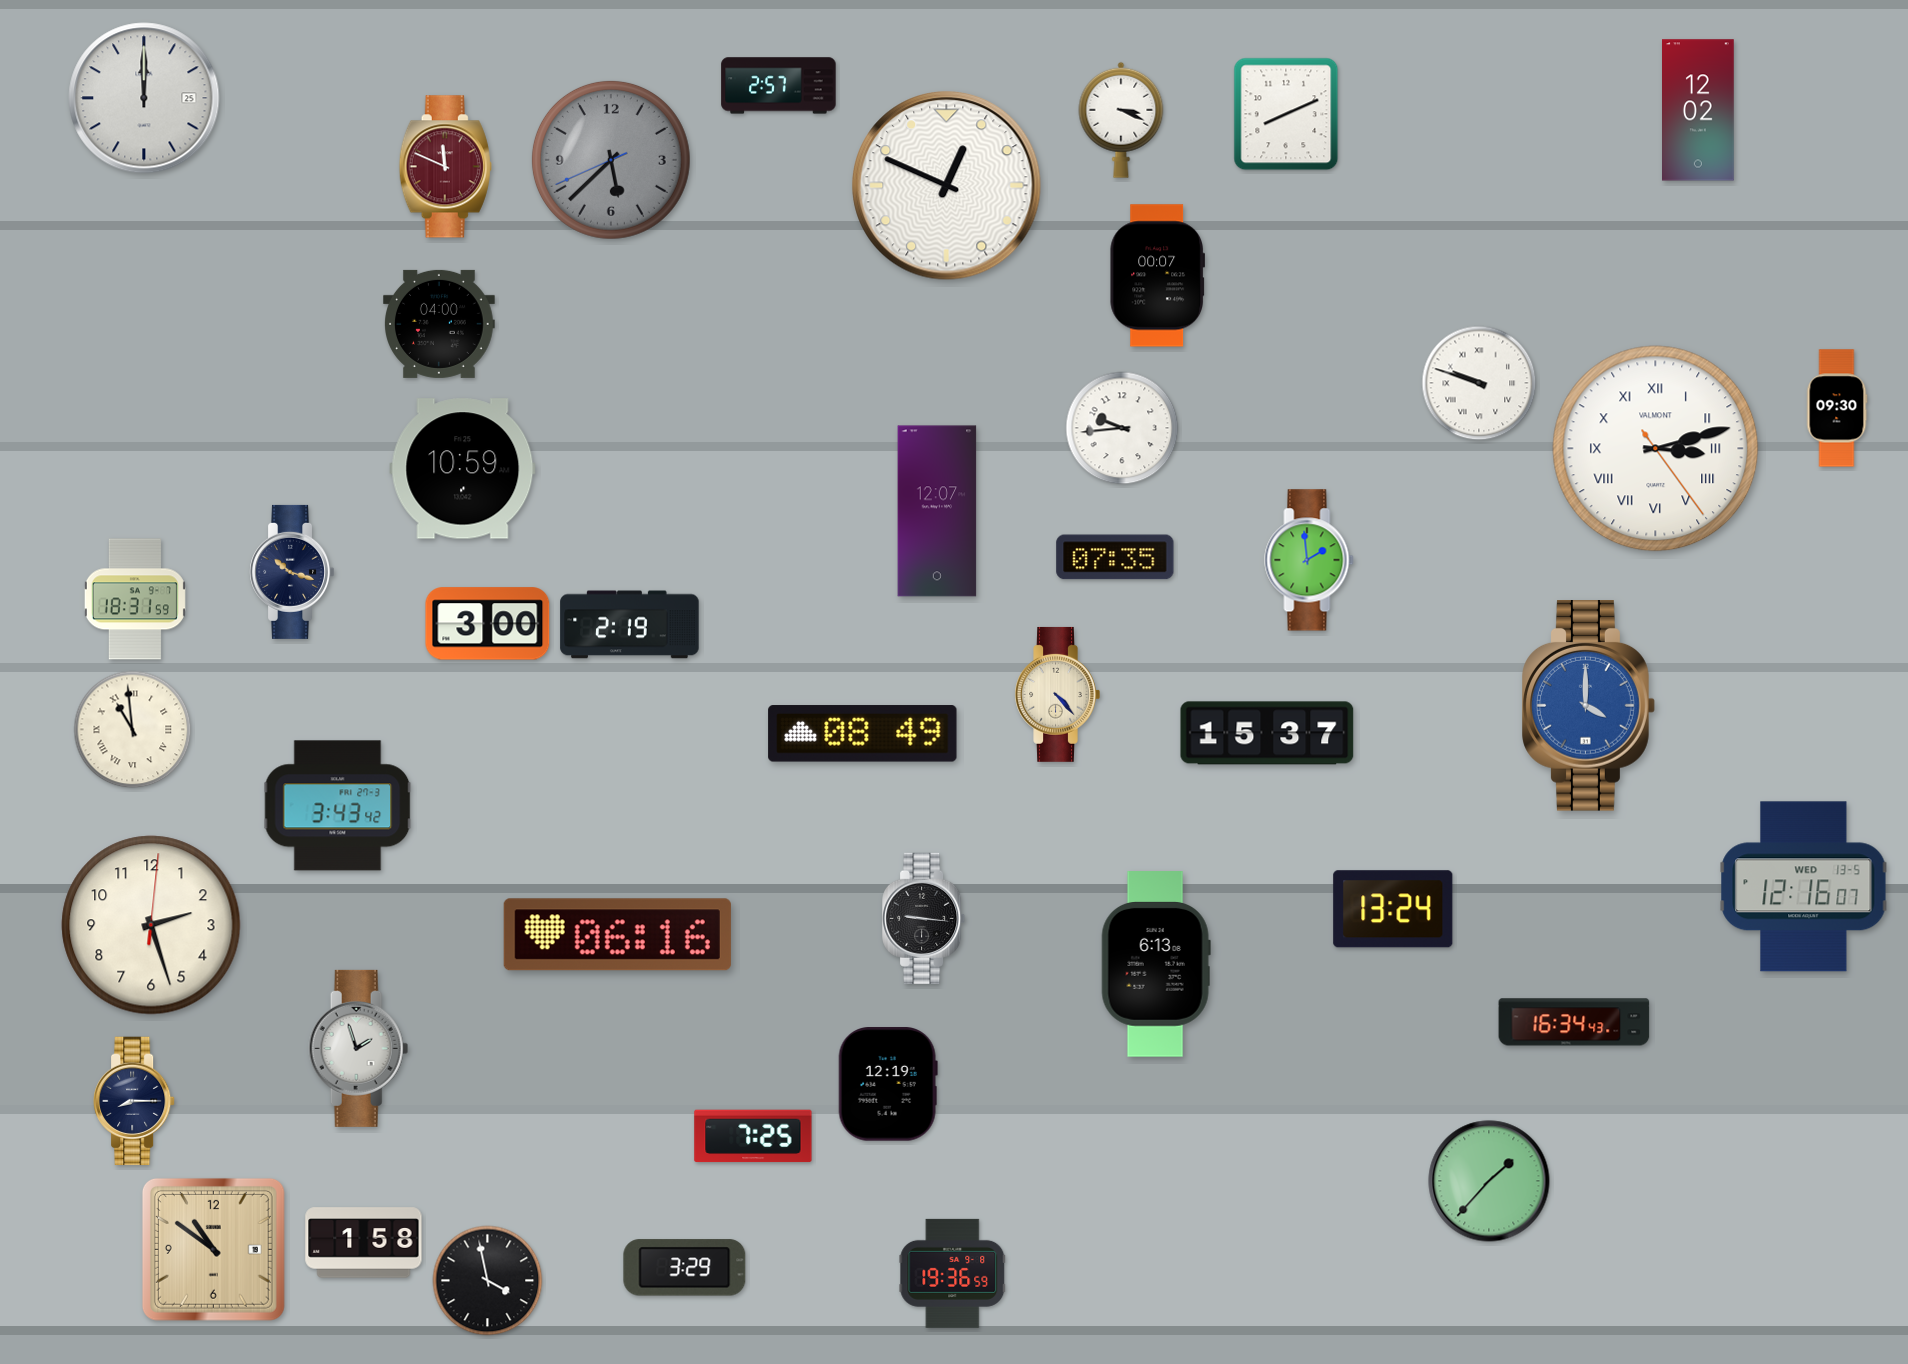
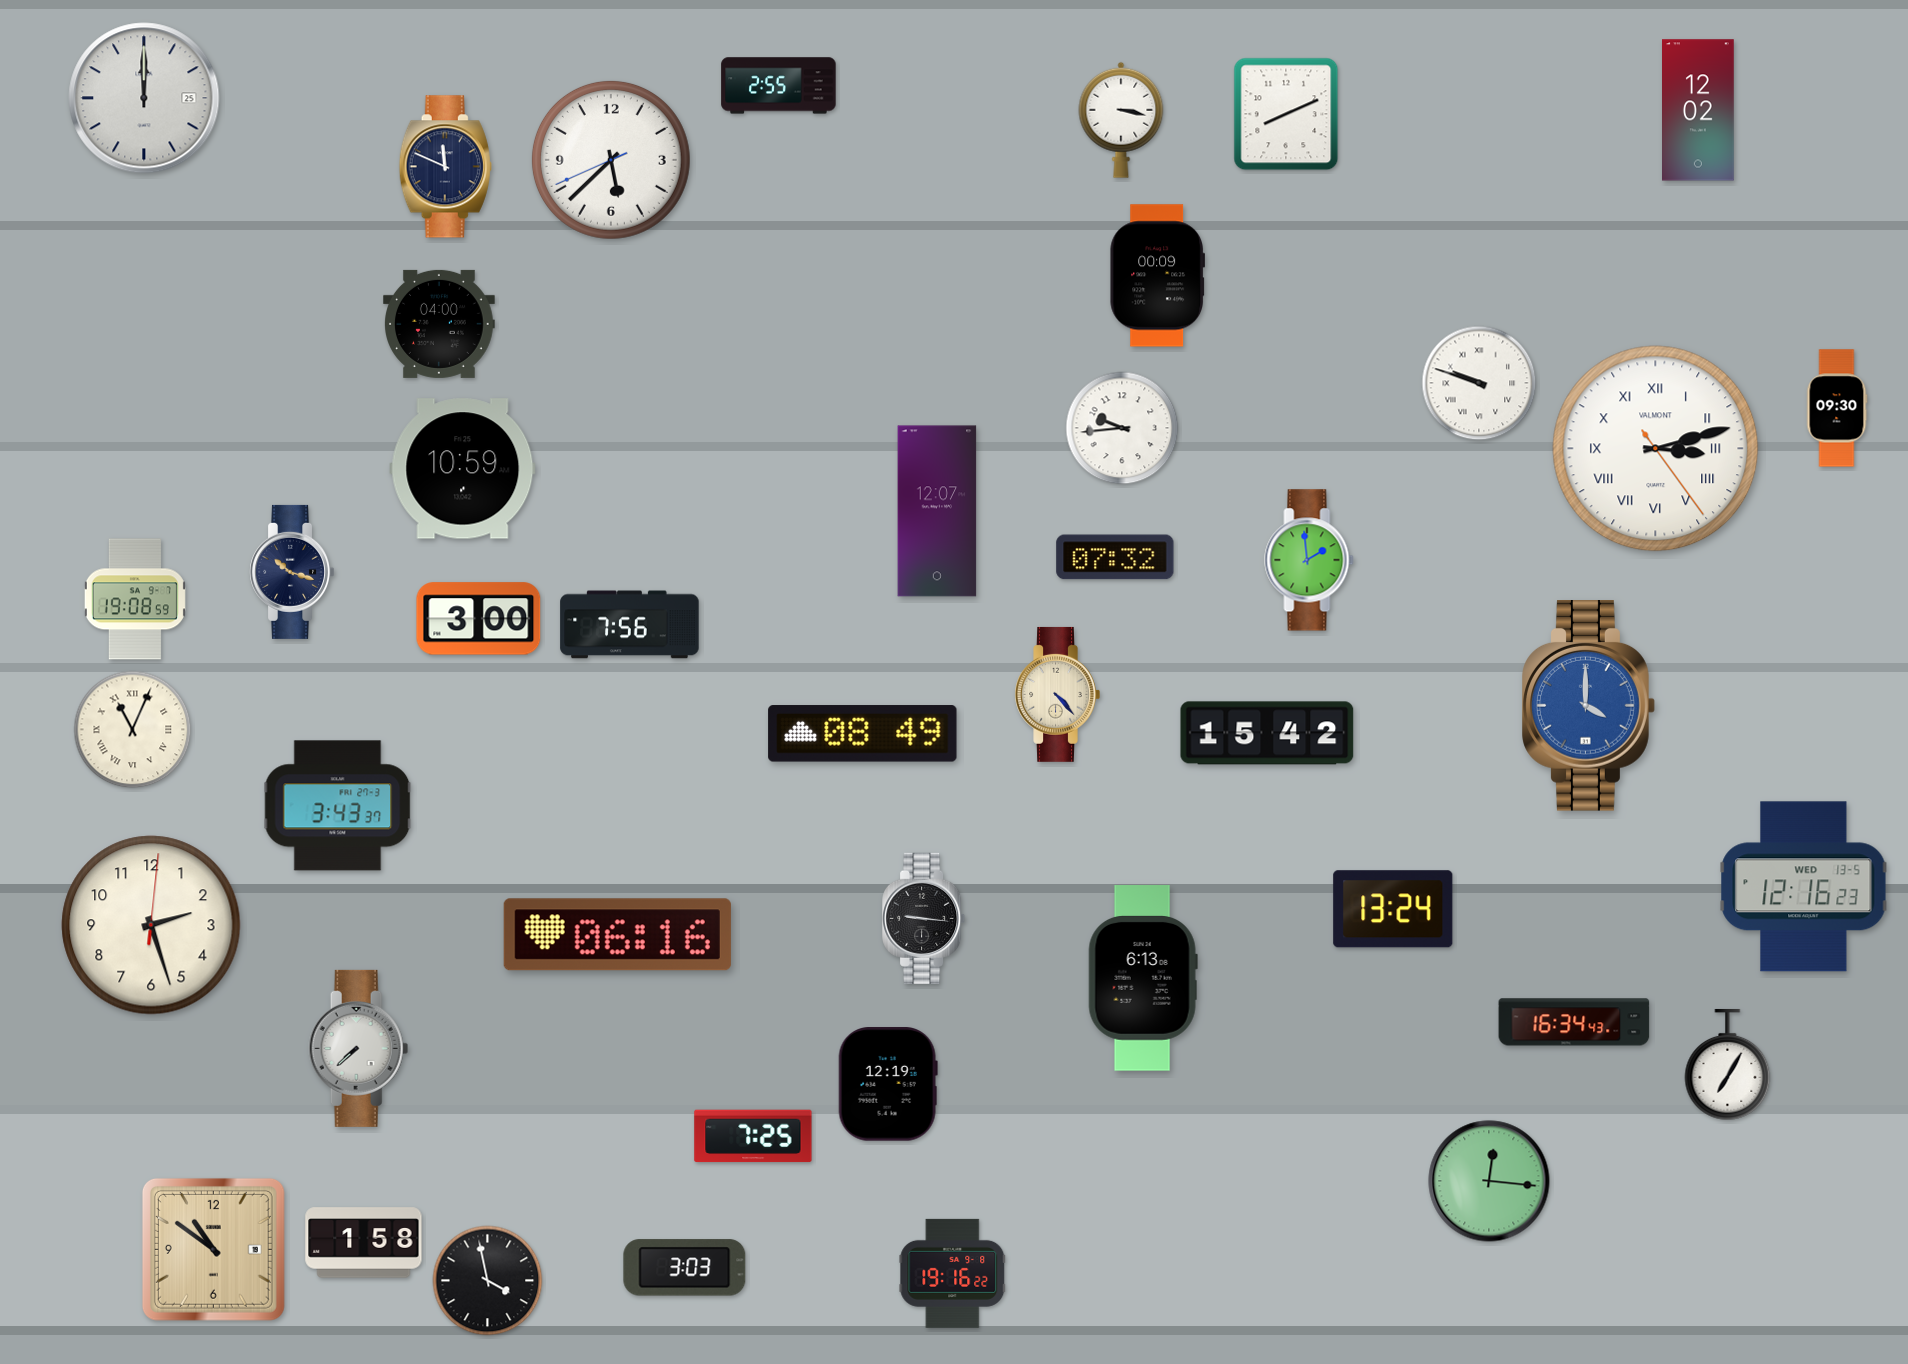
clock at (779, 86): 2:57 -> 2:55
clock at (1121, 120): 3:19 -> 3:17
clock at (611, 160) dial: grey -> white
clock at (445, 167) dial: burgundy -> navy
clock at (947, 186): 12:49 -> none
clock at (1157, 276): 00:07 -> 00:09
clock at (1115, 557): 07:35 -> 07:32
clock at (135, 599): 18:31 -> 19:08
clock at (488, 624) position: (488, 624) -> (479, 619)
clock at (630, 625): 2:19 -> 7:56
clock at (133, 730): 10:59 -> 11:04
clock at (1267, 733): 15:37 -> 15:42
clock at (338, 806): 3:43:42 -> 3:43:37
clock at (1804, 887): 12:16:07 -> 12:16:23
clock at (1156, 964) position: (1156, 964) -> (1143, 978)
clock at (359, 1048): 1:57 -> 7:38
clock at (1728, 1065): none -> 7:05
clock at (135, 1101): 8:15 -> none
clock at (1489, 1181): 1:37 -> 12:16
clock at (685, 1268): 3:29 -> 3:03
clock at (953, 1273): 19:36 -> 19:16
